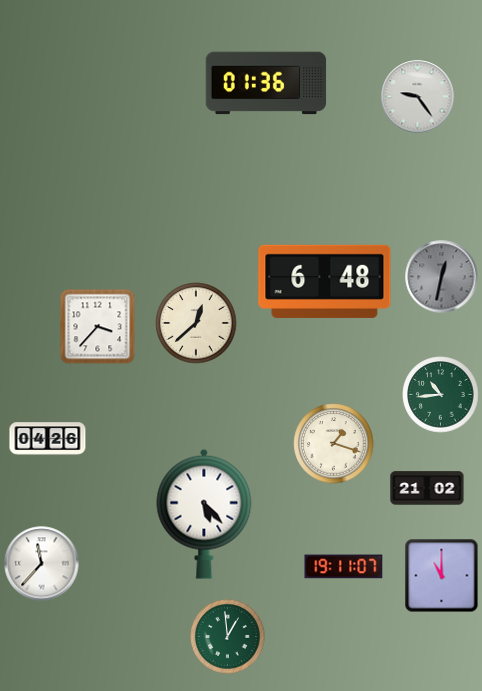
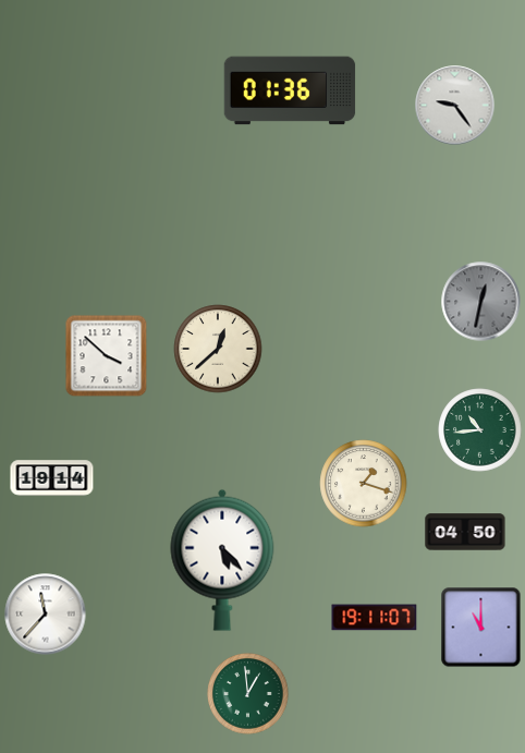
clock at (325, 281): 6:48 -> none
clock at (196, 323) position: (196, 323) -> (218, 349)
clock at (98, 327): 3:37 -> 3:52
clock at (48, 439): 04:26 -> 19:14
clock at (427, 488): 21:02 -> 04:50
